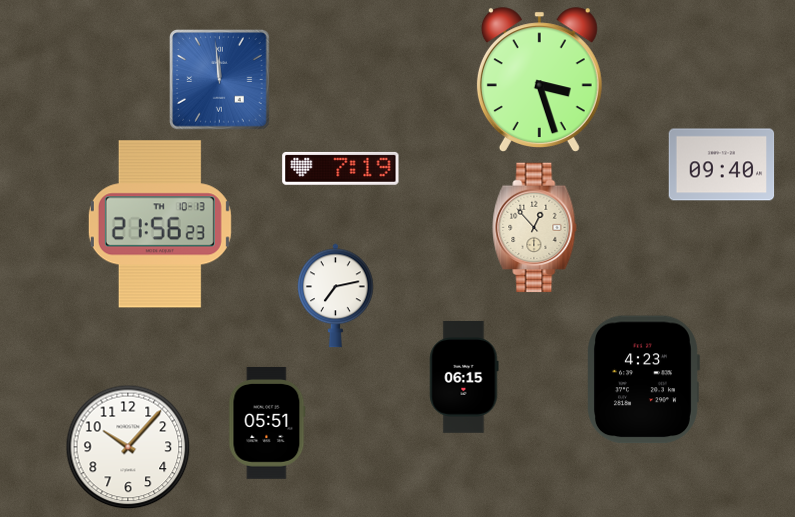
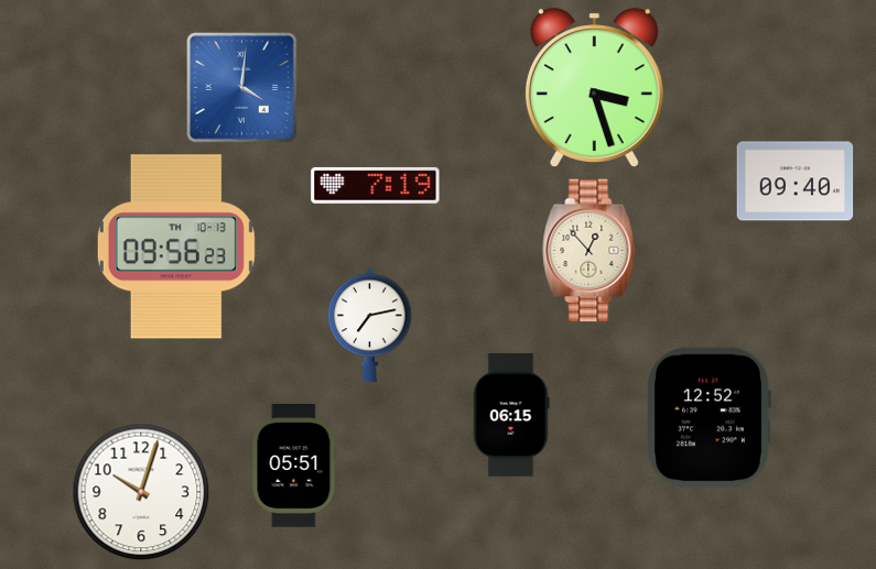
clock at (220, 80): 11:59 -> 4:01
clock at (160, 224): 21:56 -> 09:56
clock at (644, 380): 4:23 -> 12:52
clock at (128, 447): 10:07 -> 10:03
